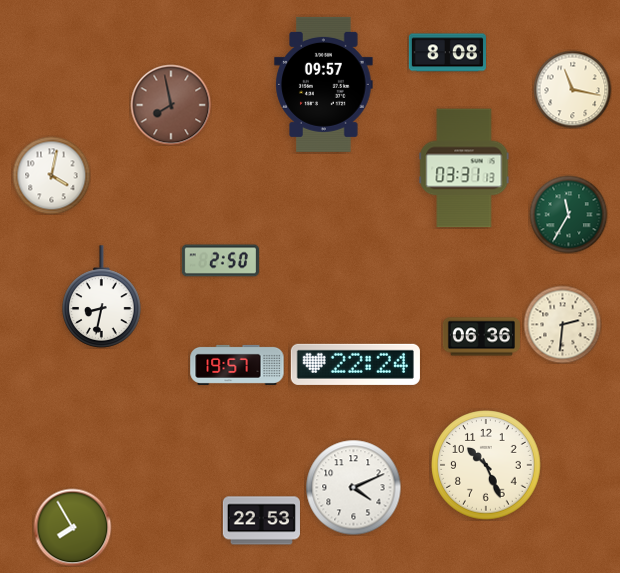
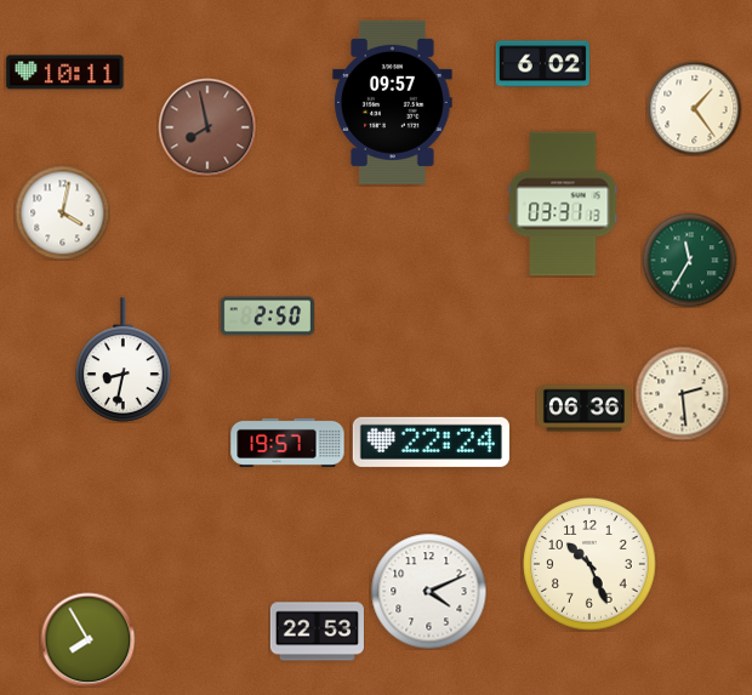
clock at (447, 53): 8:08 -> 6:02
clock at (65, 73): none -> 10:11
clock at (572, 89): 11:17 -> 1:24
clock at (562, 324): 2:31 -> 2:29
